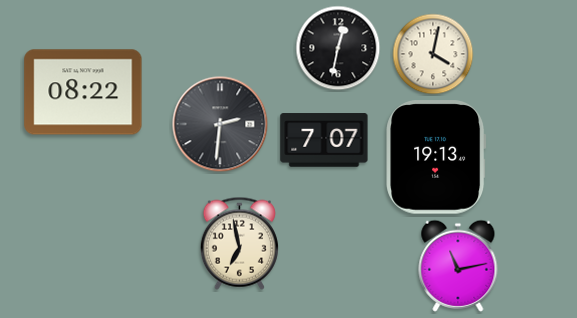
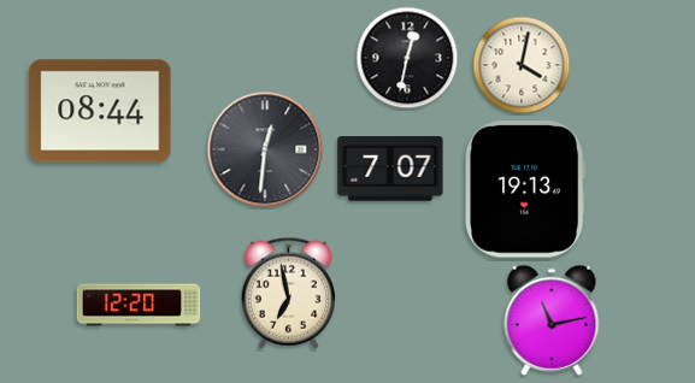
clock at (83, 92): 08:22 -> 08:44
clock at (220, 124): 2:31 -> 12:31
clock at (139, 305): none -> 12:20
